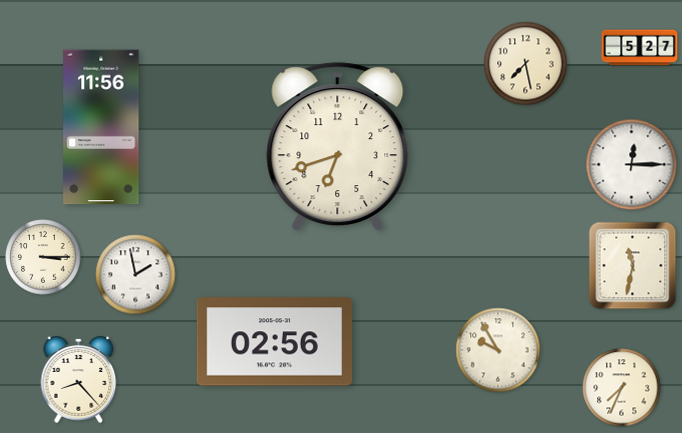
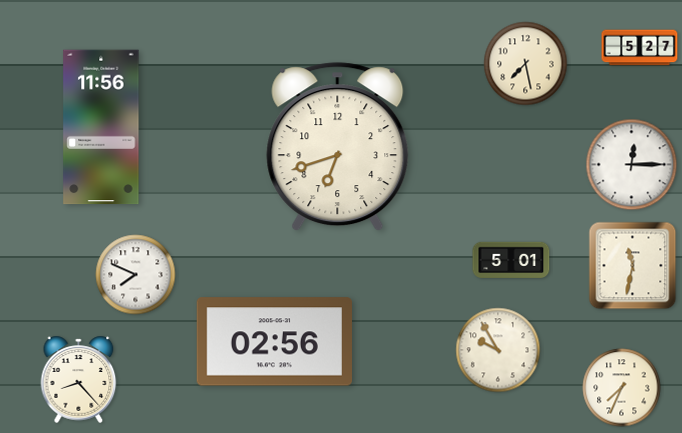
clock at (43, 257): 3:15 -> none
clock at (511, 260): none -> 5:01
clock at (136, 275): 1:58 -> 7:49
